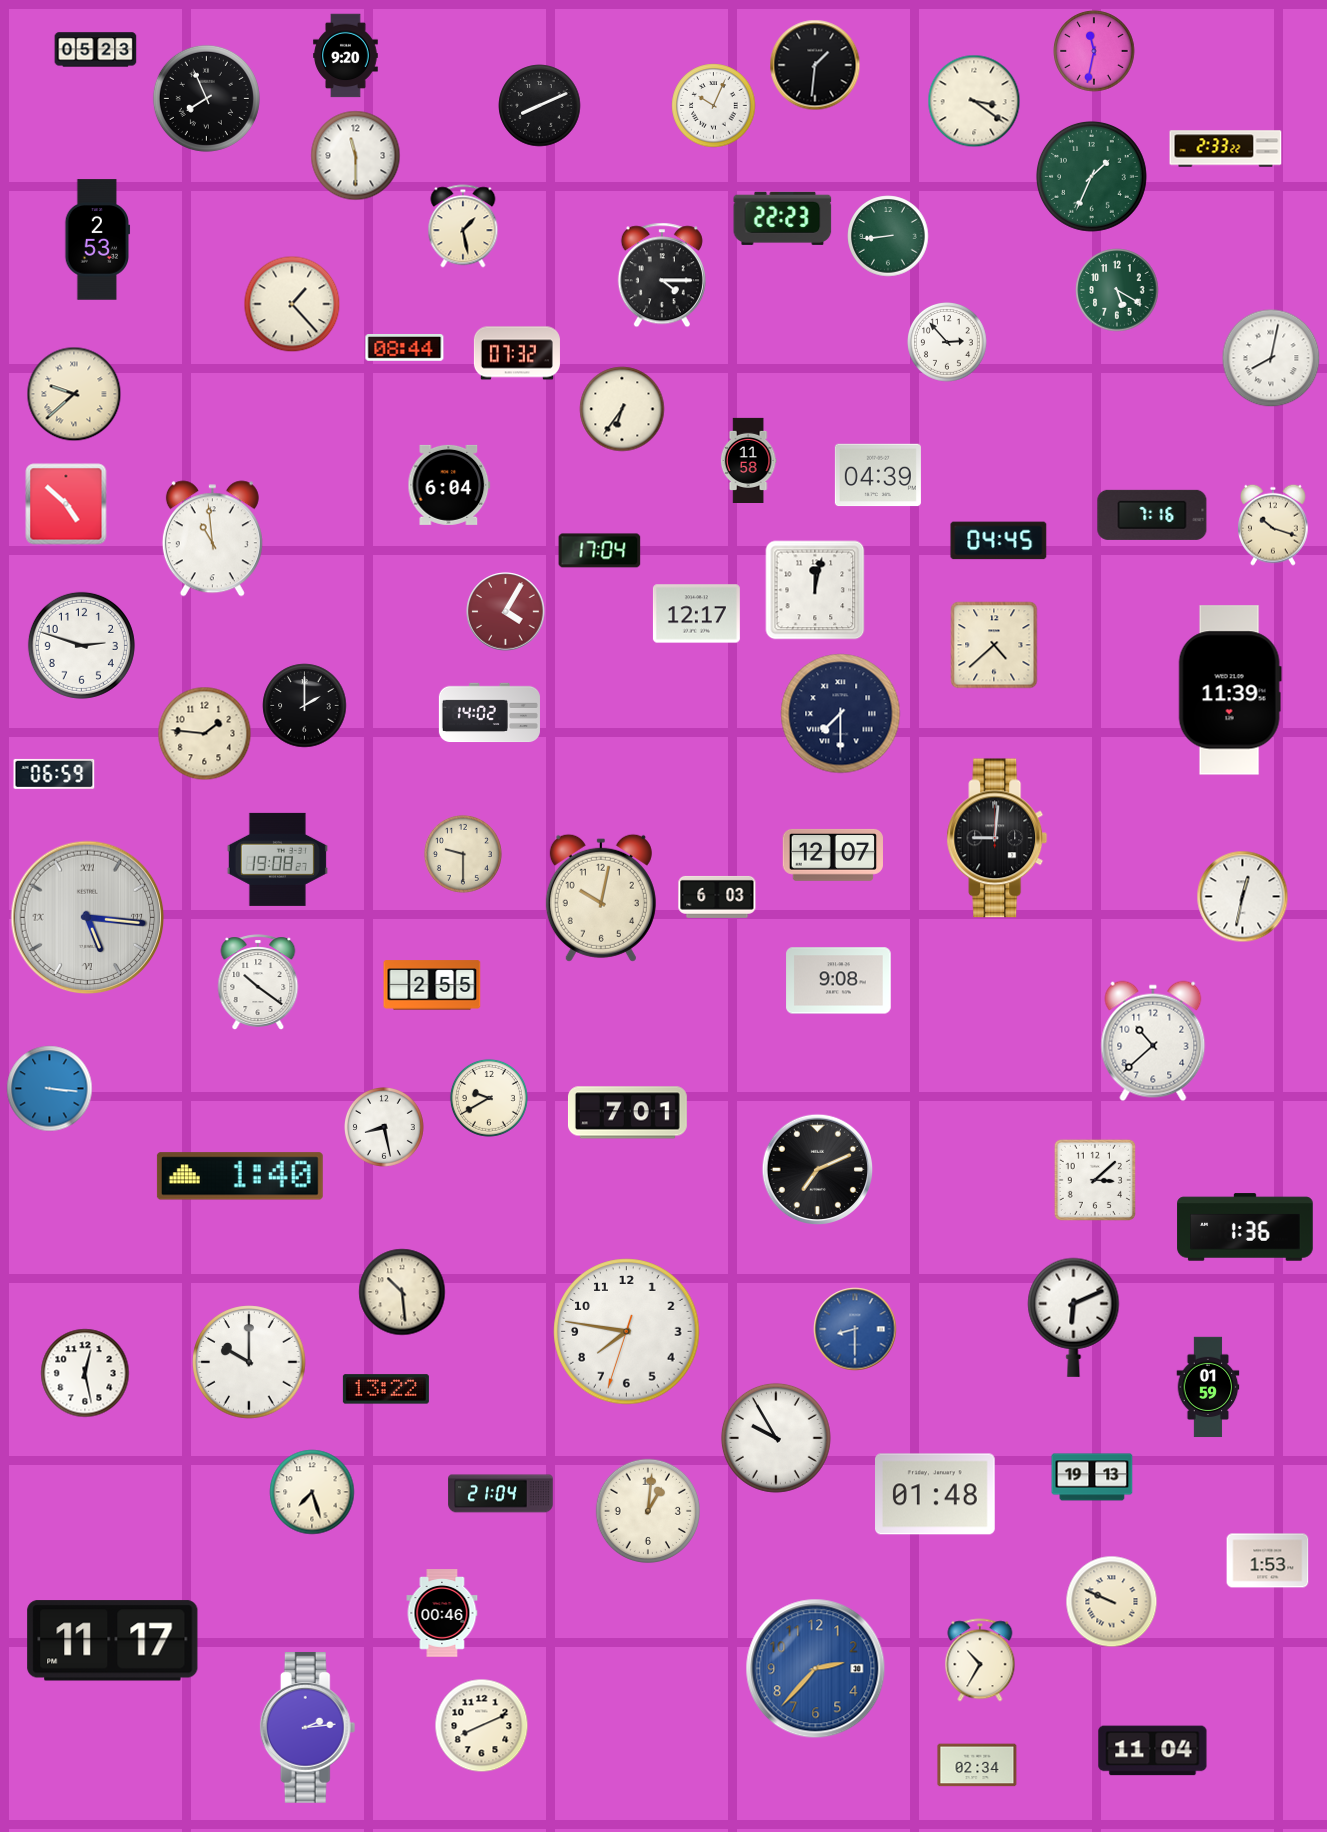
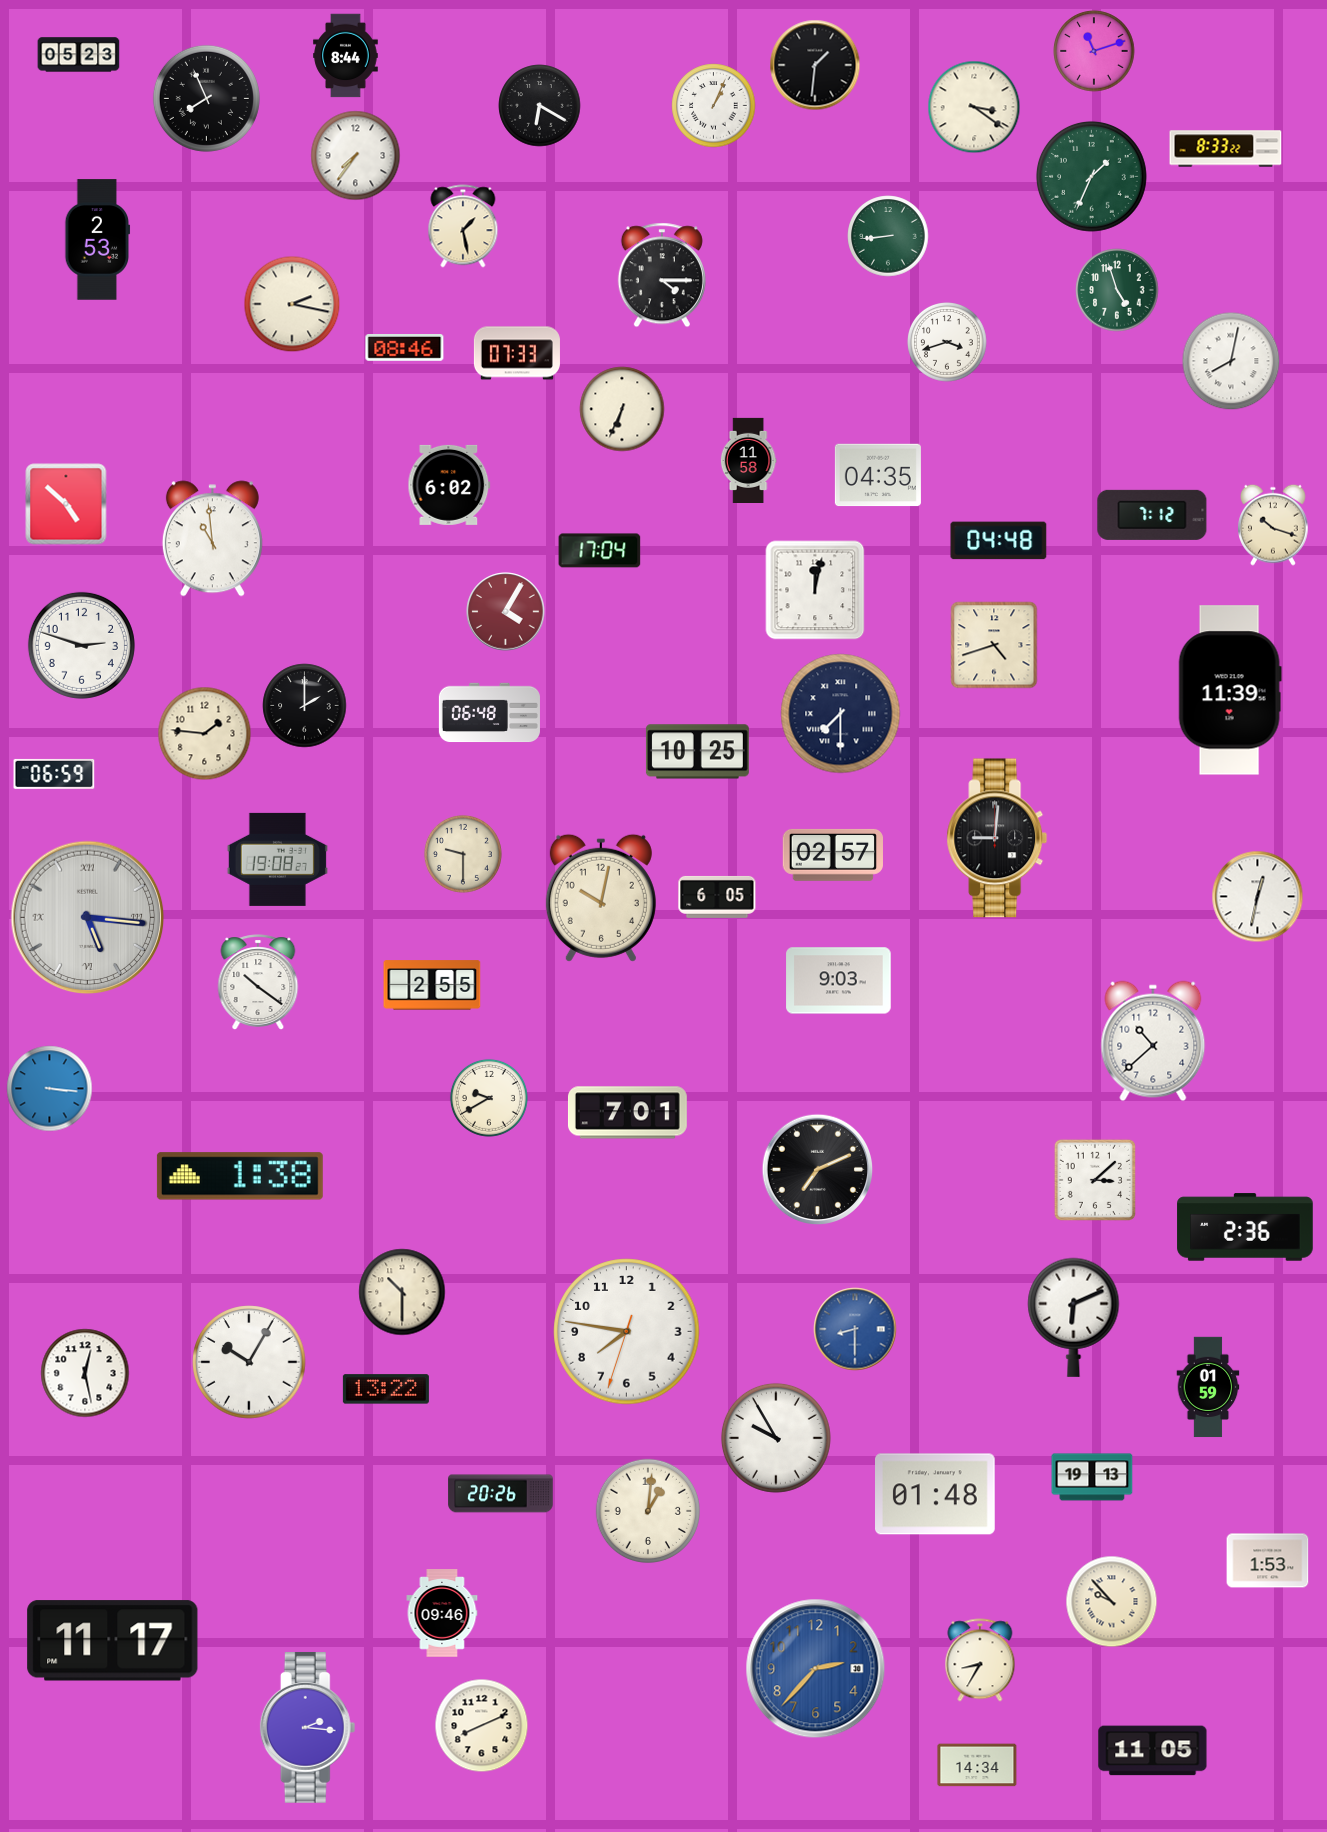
clock at (96, 50) position: (96, 50) -> (79, 55)
clock at (1094, 51): 11:32 -> 11:12
clock at (346, 56): 9:20 -> 8:44
clock at (974, 101) position: (974, 101) -> (974, 107)
clock at (540, 106): 8:11 -> 6:20
clock at (714, 106): 10:04 -> 1:04
clock at (1226, 149): 2:33 -> 8:33
clock at (356, 156): 11:30 -> 7:36
clock at (783, 218): 22:23 -> none
clock at (1117, 290): 5:20 -> 4:57
clock at (292, 304): 1:23 -> 2:17
clock at (948, 343): 2:53 -> 3:42
clock at (405, 348): 08:44 -> 08:46
clock at (517, 353): 07:32 -> 07:33
clock at (1271, 358) position: (1271, 358) -> (1231, 361)
clock at (74, 394): 9:38 -> none
clock at (622, 409): 6:36 -> 6:34
clock at (878, 475): 04:39 -> 04:35
clock at (449, 485): 6:04 -> 6:02
clock at (1152, 515): 7:16 -> 7:12
clock at (999, 541): 04:45 -> 04:48
clock at (696, 614): 12:17 -> none
clock at (994, 645): 4:38 -> 4:42
clock at (489, 713): 14:02 -> 06:48
clock at (697, 752): none -> 10:25
clock at (832, 855): 12:07 -> 02:57
clock at (717, 897): 6:03 -> 6:05
clock at (1243, 897) position: (1243, 897) -> (1258, 897)
clock at (839, 981): 9:08 -> 9:03
clock at (385, 1128): 8:28 -> none
clock at (240, 1176): 1:40 -> 1:38
clock at (1245, 1227): 1:36 -> 2:36
clock at (402, 1292): 10:29 -> 10:30
clock at (249, 1362): 10:00 -> 10:05
clock at (312, 1492): 7:27 -> none
clock at (501, 1494): 21:04 -> 20:26
clock at (1112, 1602): 9:49 -> 9:53
clock at (442, 1613): 00:46 -> 09:46
clock at (980, 1660): 10:35 -> 8:35
clock at (308, 1727): 2:14 -> 2:16
clock at (1153, 1751): 11:04 -> 11:05
clock at (977, 1765): 02:34 -> 14:34
